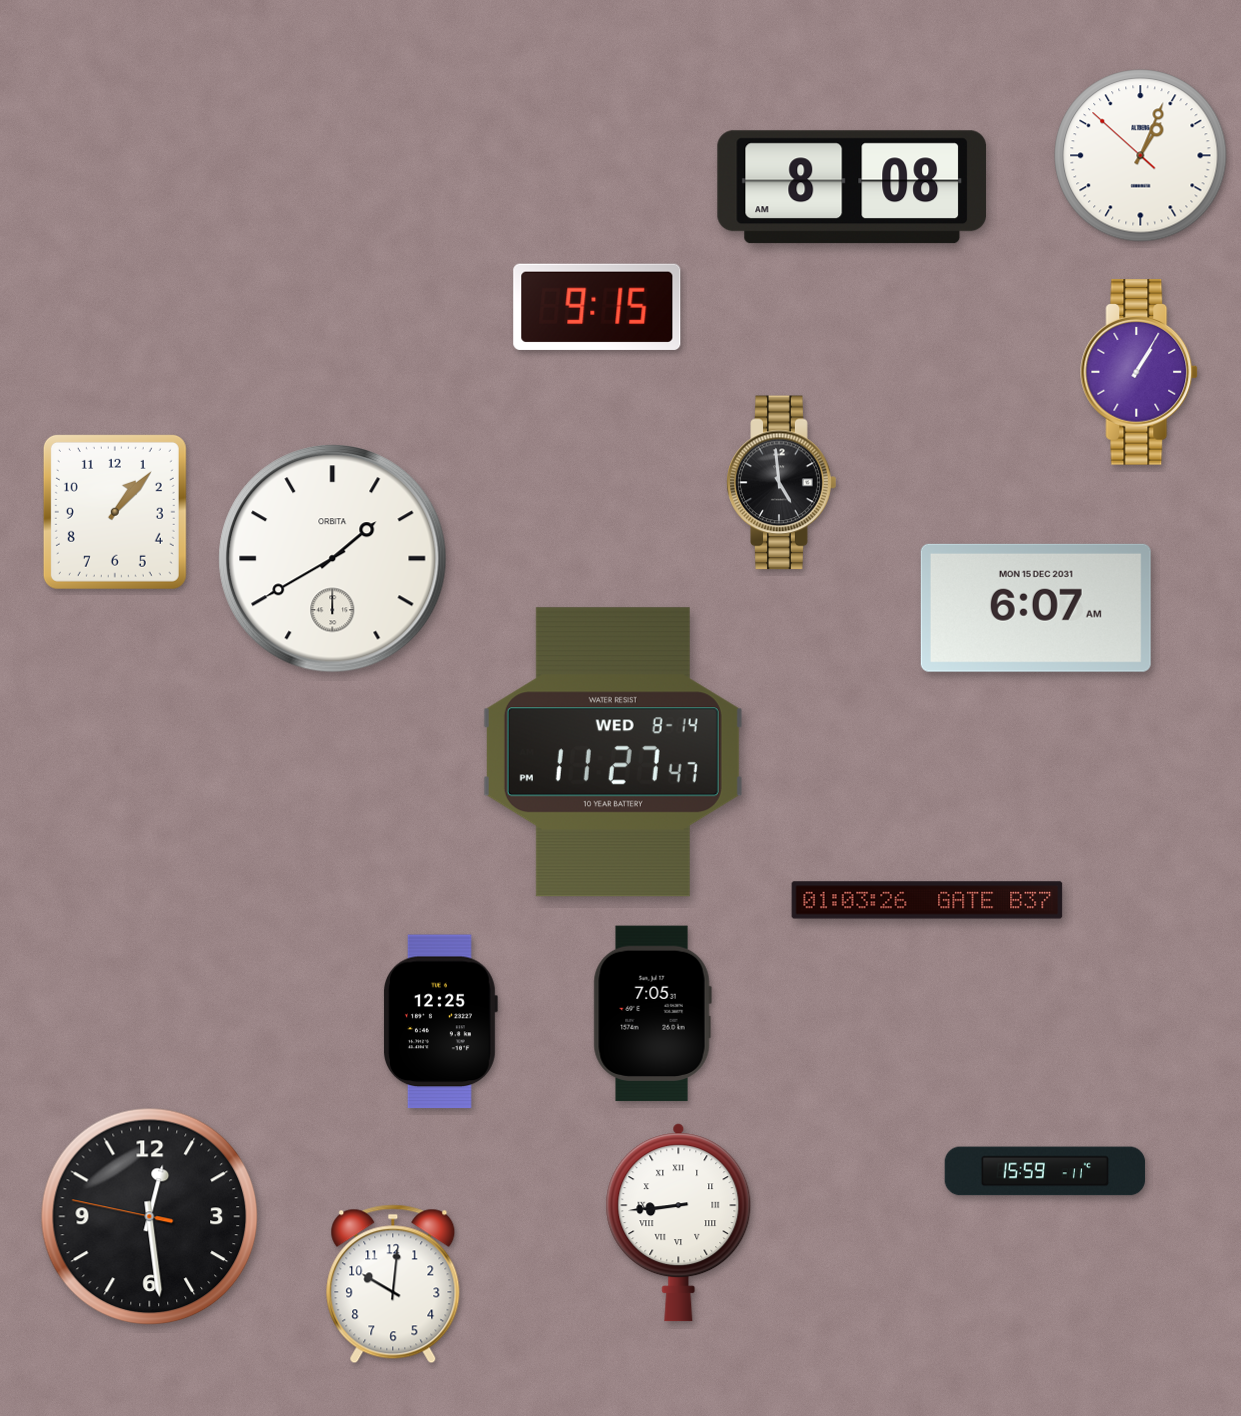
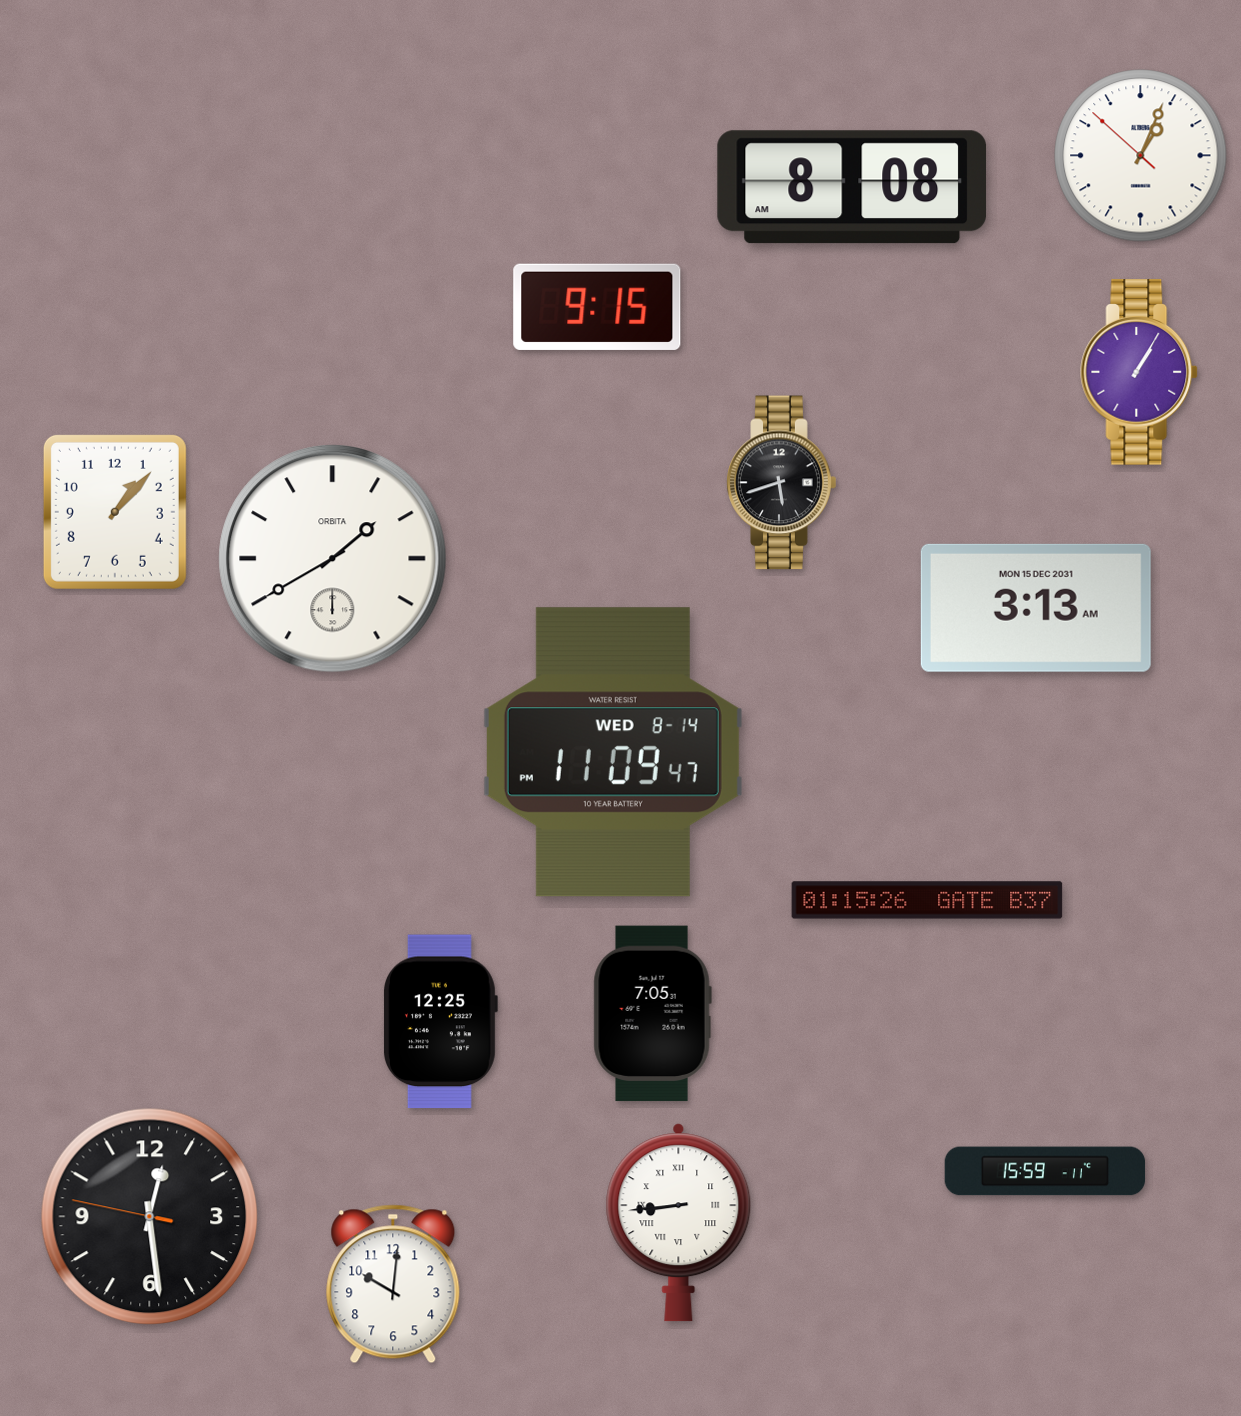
clock at (782, 483): 4:59 -> 5:42
clock at (1036, 608): 6:07 -> 3:13
clock at (613, 752): 11:27 -> 11:09
clock at (927, 900): 01:03 -> 01:15
